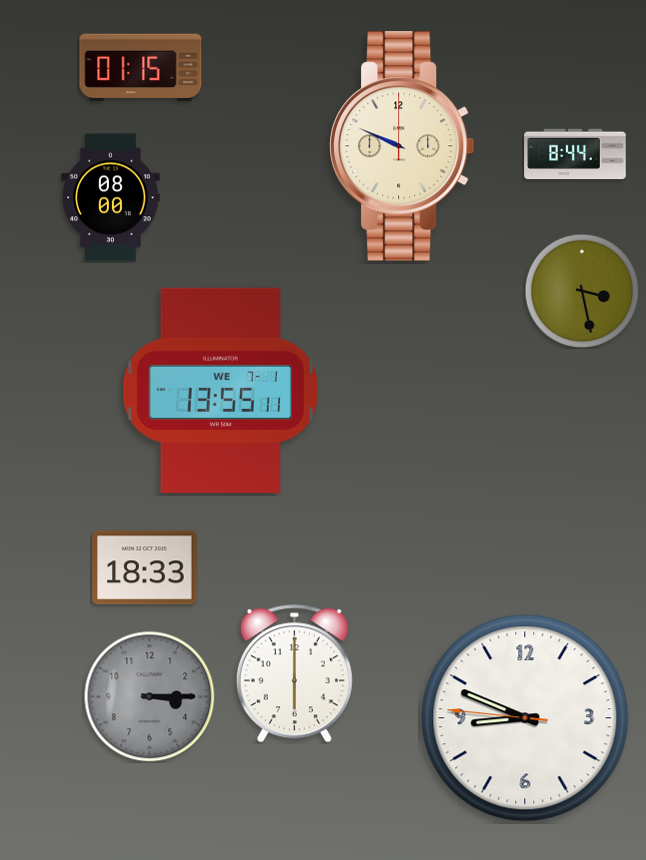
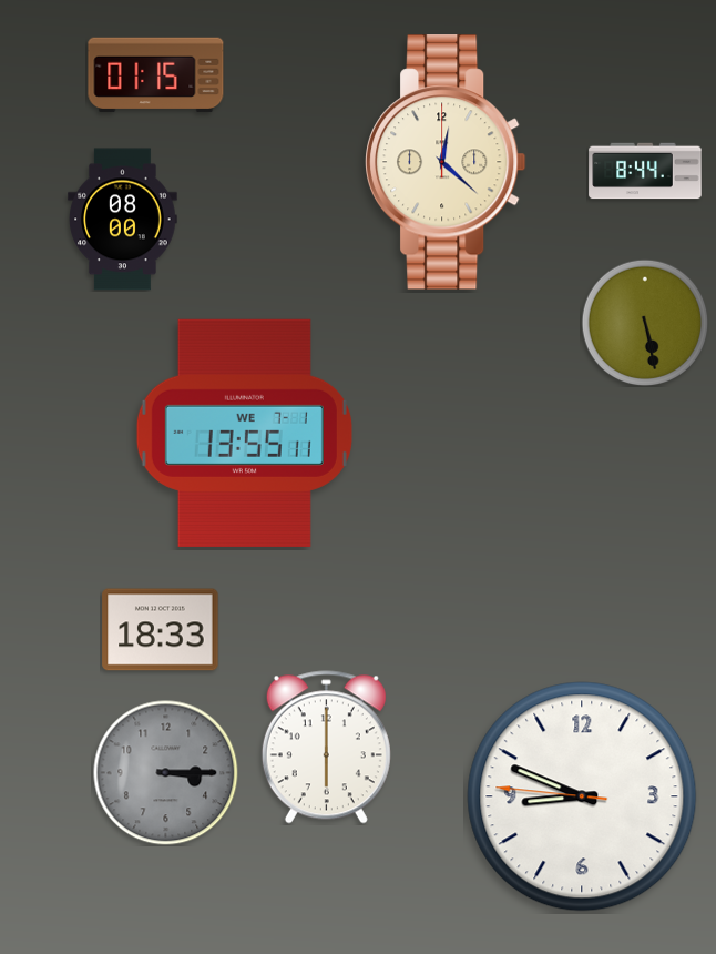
clock at (403, 146): 9:49 -> 12:22
clock at (575, 154) position: (575, 154) -> (645, 171)
clock at (582, 291): 3:28 -> 5:28
